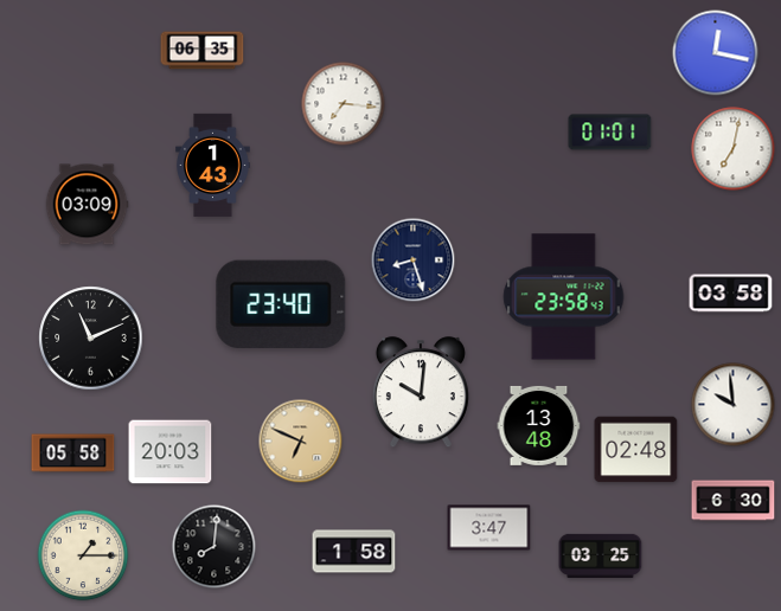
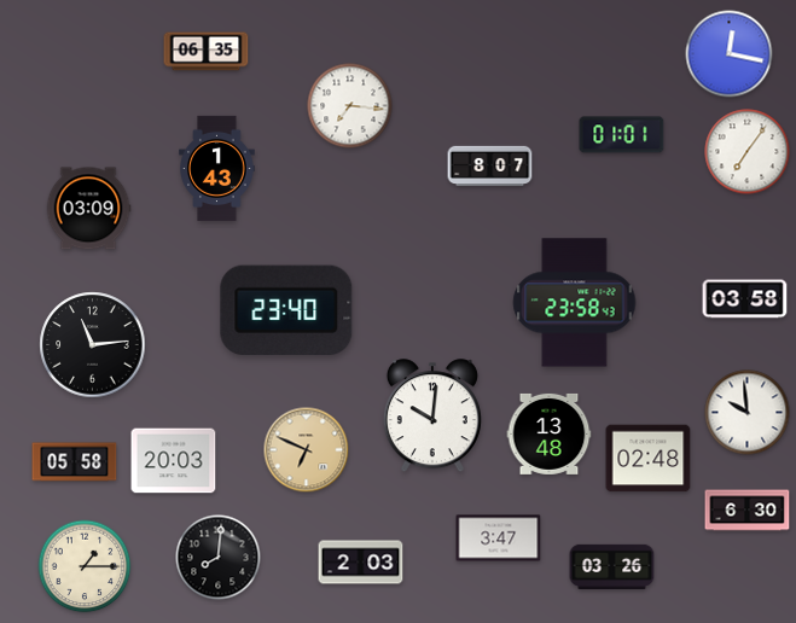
clock at (734, 149): 7:02 -> 7:06
clock at (490, 165): none -> 8:07
clock at (414, 261): 8:27 -> none
clock at (91, 339): 11:11 -> 11:14
clock at (421, 393) position: (421, 393) -> (432, 417)
clock at (354, 552): 1:58 -> 2:03
clock at (601, 555): 03:25 -> 03:26
